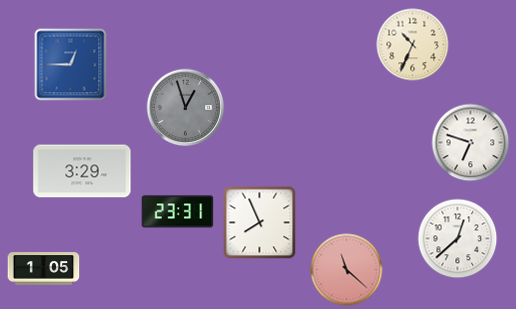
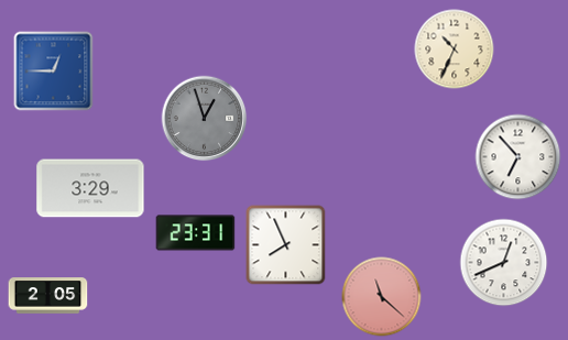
clock at (71, 65) position: (71, 65) -> (54, 72)
clock at (471, 143): 6:48 -> 6:53
clock at (458, 239): 12:38 -> 12:41
clock at (44, 269): 1:05 -> 2:05
